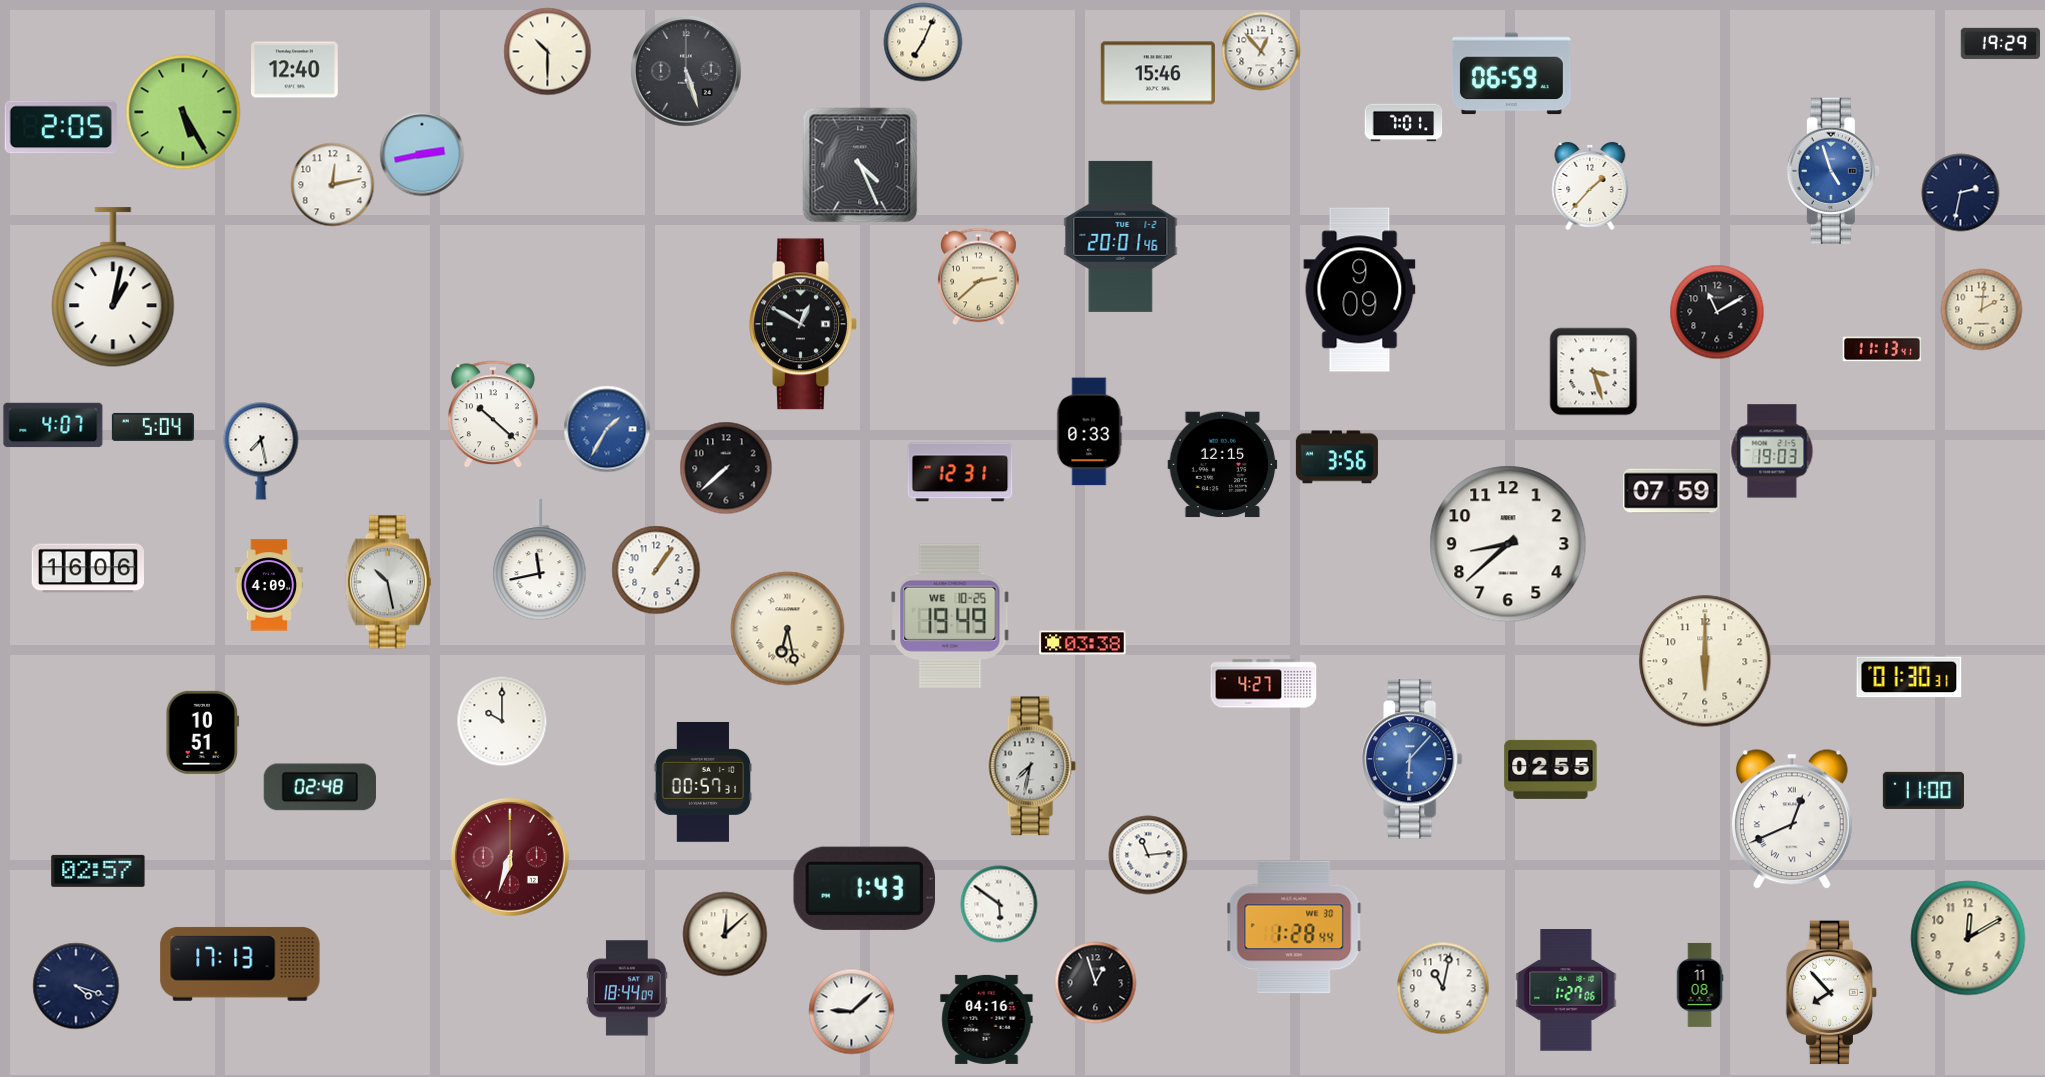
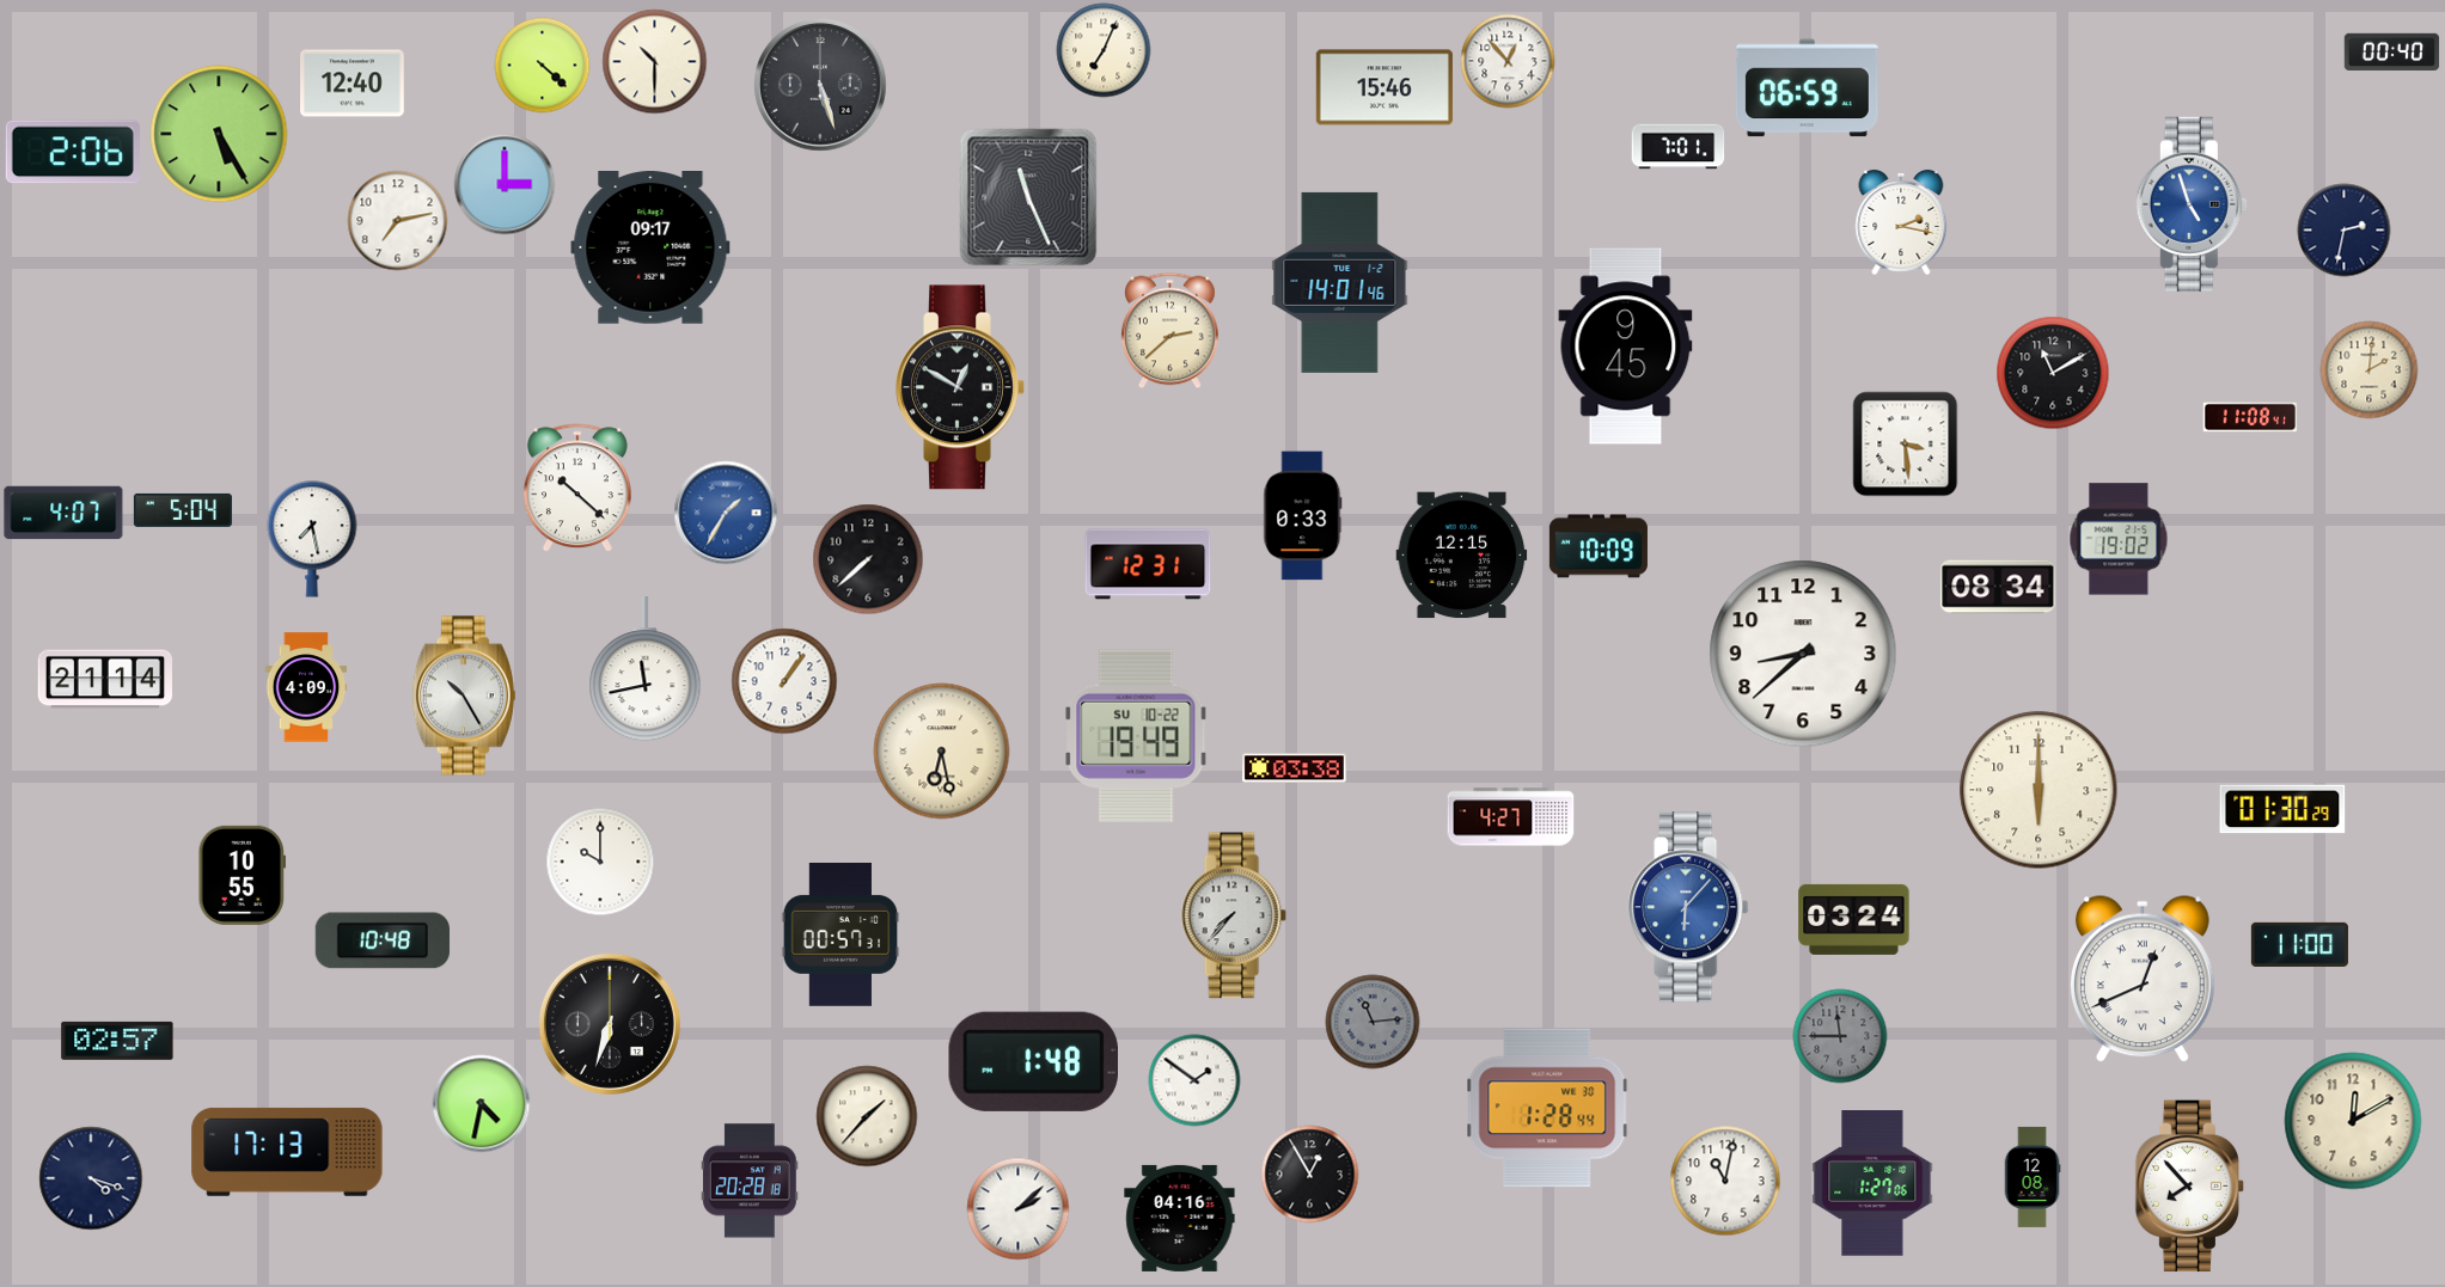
clock at (2001, 43): 19:29 -> 00:40
clock at (543, 66): none -> 4:22
clock at (61, 127): 2:05 -> 2:06
clock at (422, 154): 2:43 -> 3:00
clock at (860, 165): 4:26 -> 11:26
clock at (333, 185): 12:13 -> 7:13
clock at (1590, 186): 1:37 -> 2:17
clock at (650, 249): none -> 09:17
clock at (1121, 236): 20:01 -> 14:01
clock at (113, 288): 1:02 -> none
clock at (1360, 290): 9:09 -> 9:45
clock at (1882, 349): 11:13 -> 11:08
clock at (1594, 372): 3:27 -> 3:29
clock at (493, 415) position: (493, 415) -> (577, 489)
clock at (53, 425) position: (53, 425) -> (63, 513)
clock at (1772, 451): 19:03 -> 19:02
clock at (1337, 457): 3:56 -> 10:09
clock at (1671, 491): 07:59 -> 08:34
clock at (1508, 544) position: (1508, 544) -> (1803, 654)
clock at (88, 568): 16:06 -> 21:14
clock at (388, 582): 10:28 -> 10:25
clock at (269, 585) position: (269, 585) -> (306, 687)
clock at (950, 616) date: WE 10-25 -> SU 10-22
clock at (1909, 677): 01:30:31 -> 01:30:29
clock at (203, 732): 10:51 -> 10:55
clock at (1032, 766): 7:32 -> 7:37
clock at (1551, 769): 02:55 -> 03:24
clock at (320, 787): 02:48 -> 10:48
clock at (1148, 855) dial: white -> grey
clock at (510, 857) dial: burgundy -> black
clock at (1840, 1036): none -> 11:45
clock at (864, 888): 1:43 -> 1:48
clock at (999, 904): 5:51 -> 1:51
clock at (482, 1104): none -> 4:32
clock at (725, 934): 12:08 -> 1:37
clock at (1096, 983): 12:57 -> 12:55
clock at (1700, 985): 11:08 -> 12:08
clock at (628, 988): 18:44 -> 20:28
clock at (852, 1012): 9:08 -> 2:08
